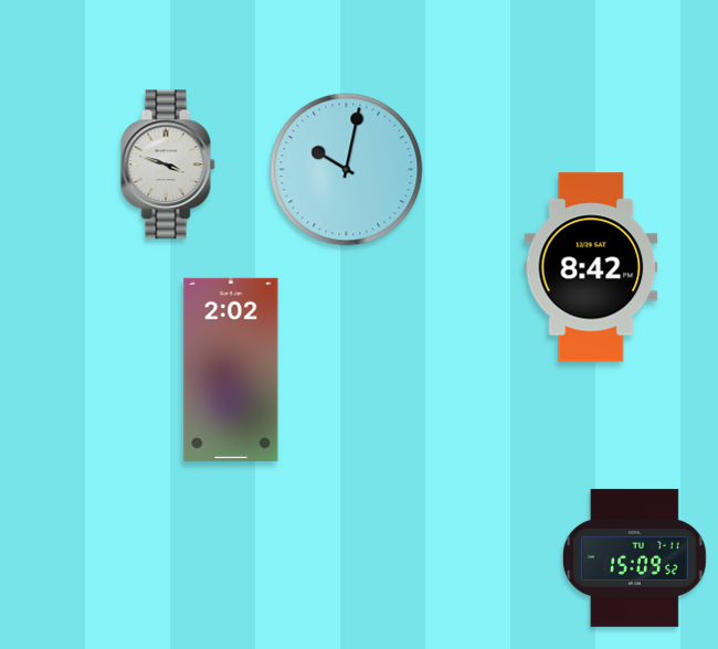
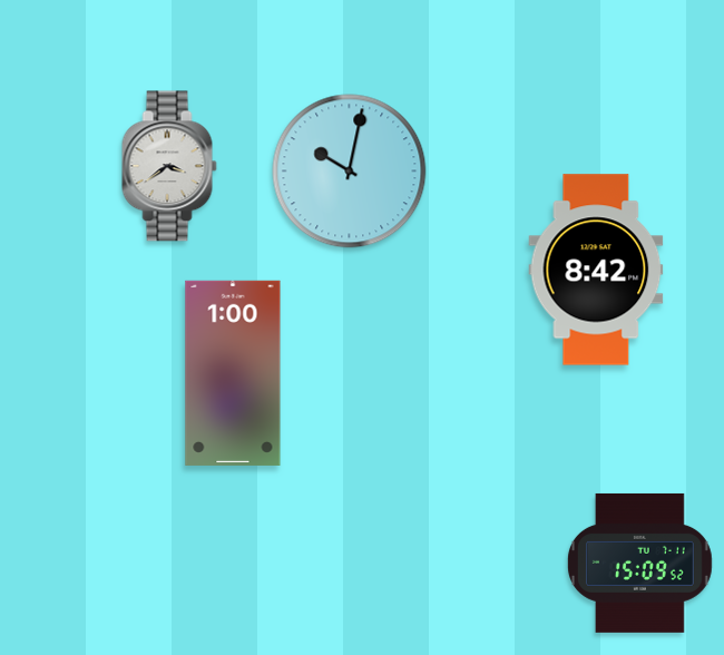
clock at (168, 164): 3:48 -> 3:39
clock at (231, 370): 2:02 -> 1:00
